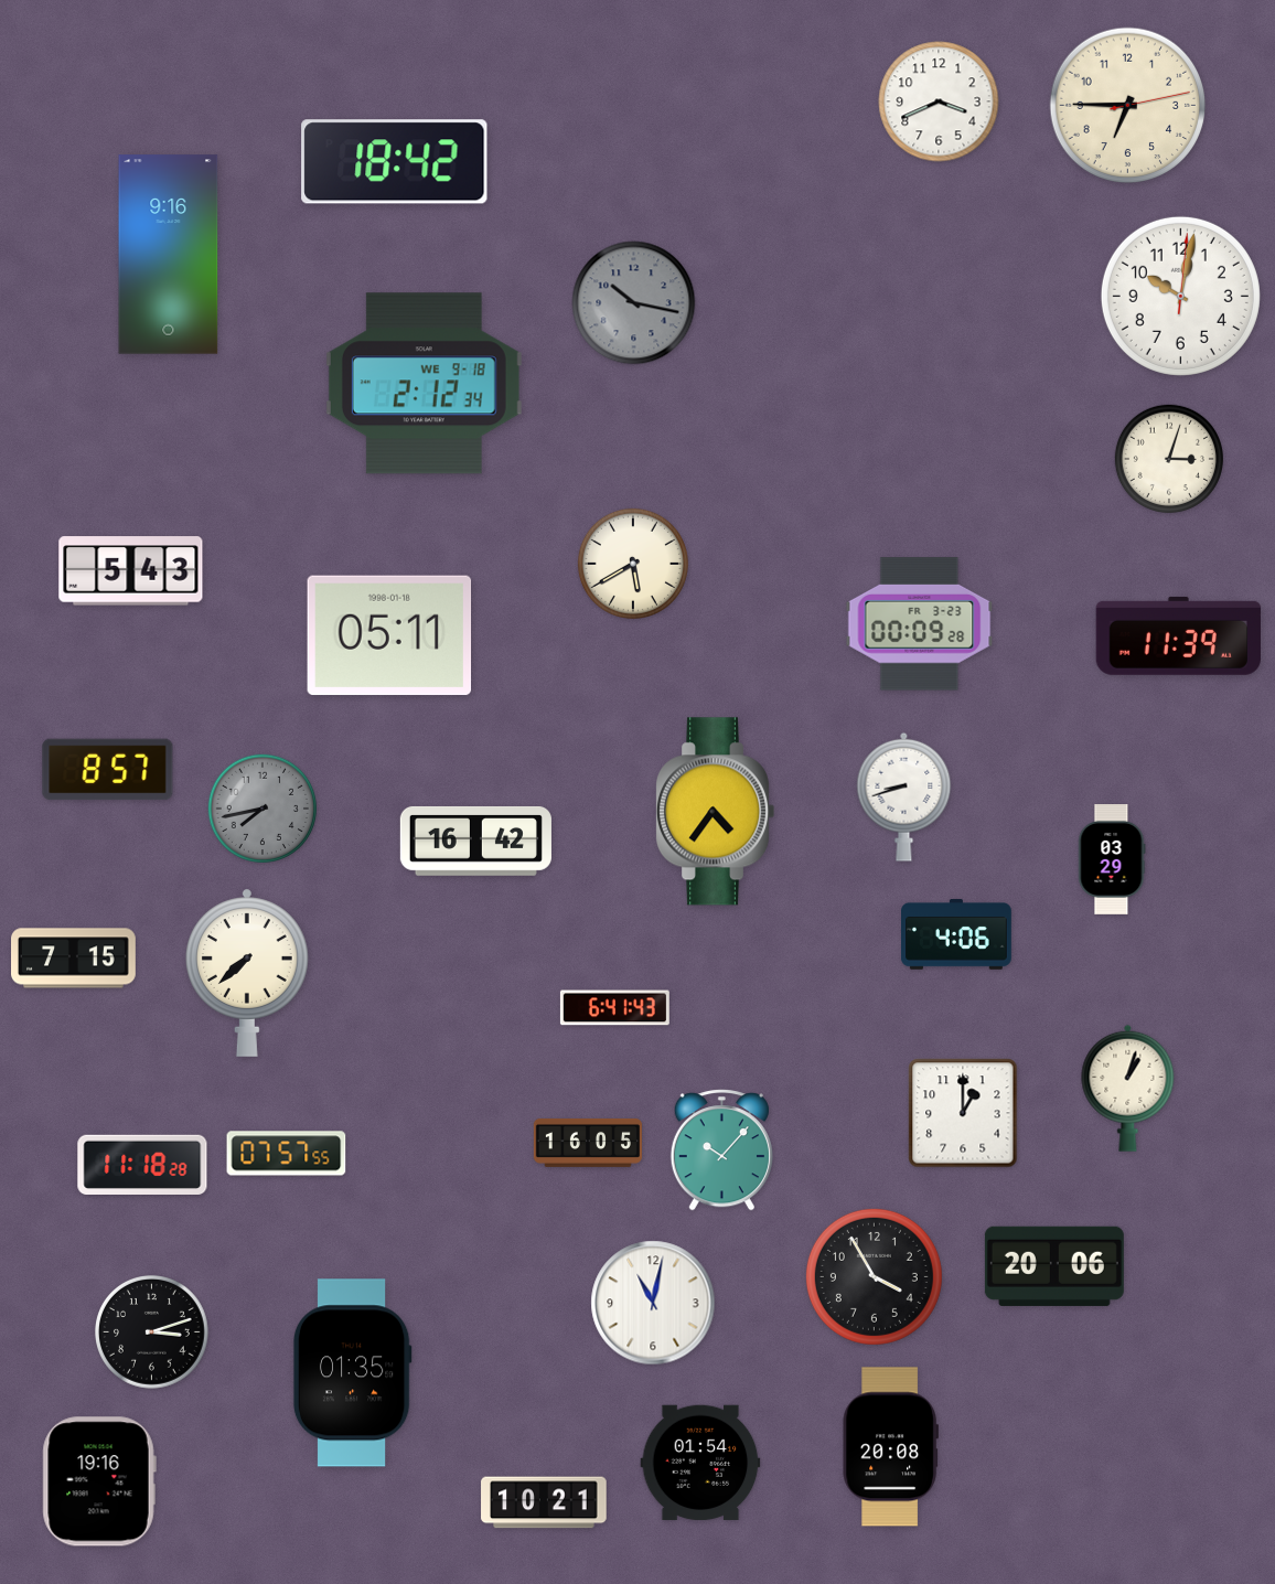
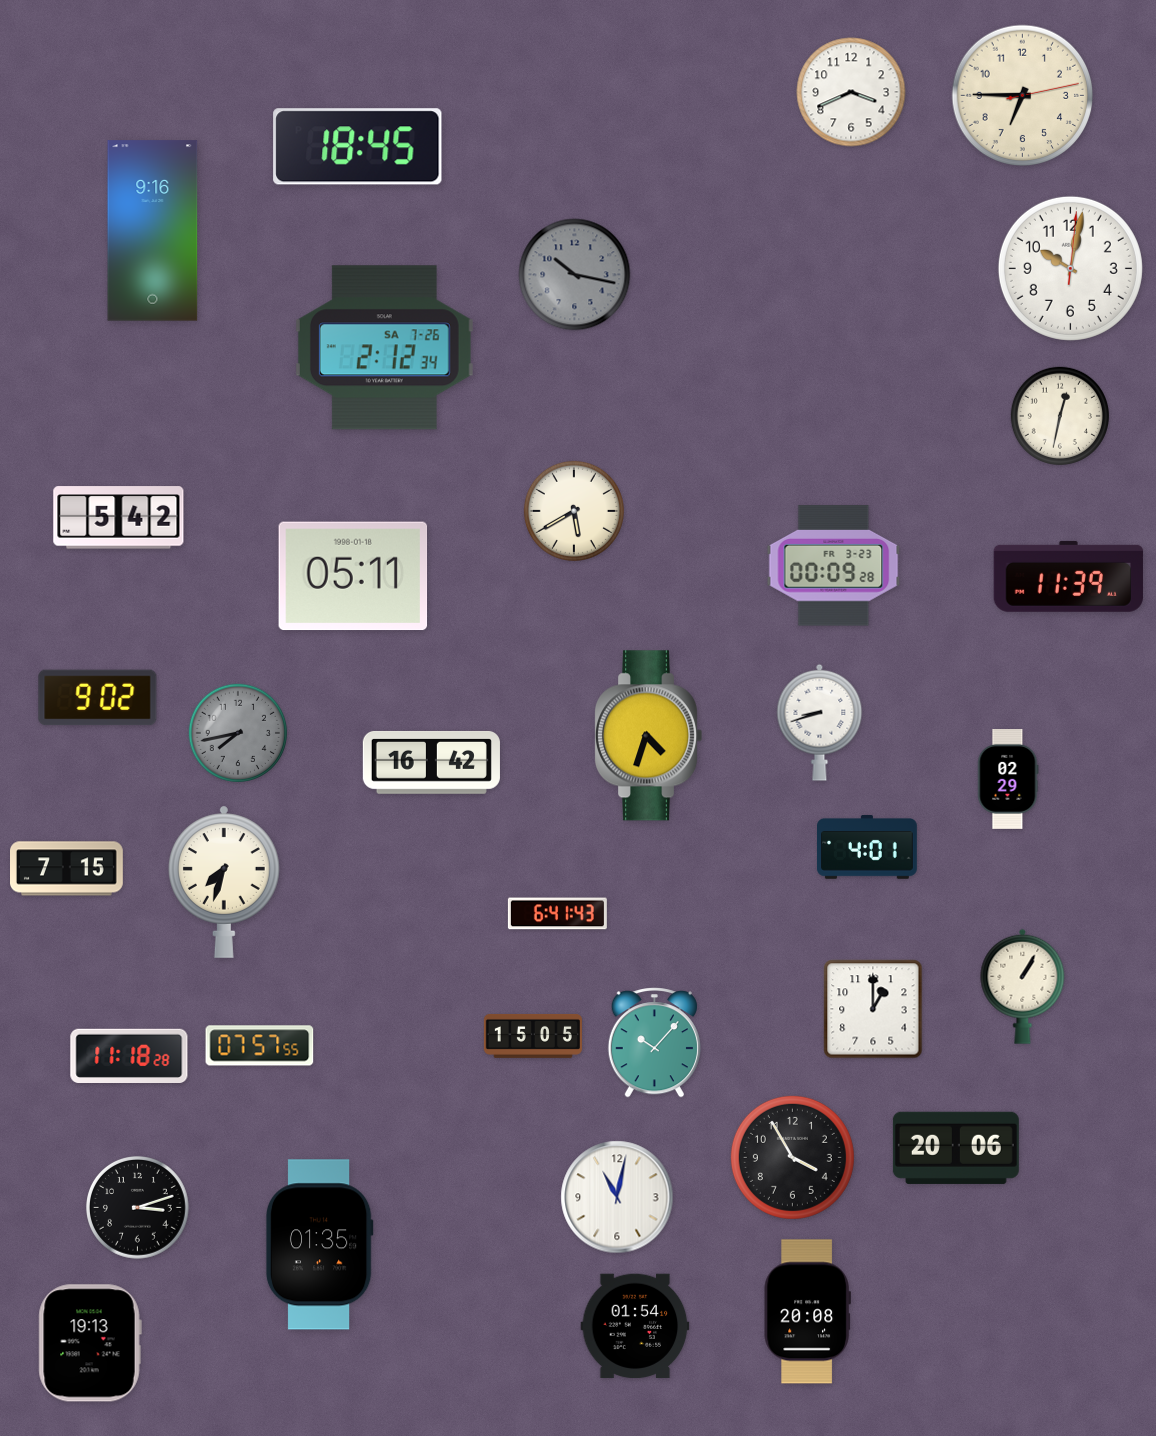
clock at (395, 162): 18:42 -> 18:45
clock at (424, 384) date: WE 9-18 -> SA 7-26
clock at (1169, 459): 3:03 -> 12:32
clock at (131, 571): 5:43 -> 5:42
clock at (108, 770): 8:57 -> 9:02
clock at (715, 812): 4:36 -> 4:33
clock at (1112, 860): 03:29 -> 02:29
clock at (957, 935): 4:06 -> 4:01
clock at (247, 973): 7:38 -> 7:33
clock at (1128, 1088): 1:03 -> 1:05
clock at (588, 1143): 16:05 -> 15:05
clock at (653, 1303) position: (653, 1303) -> (617, 1197)
clock at (99, 1481): 19:16 -> 19:13
clock at (544, 1502): 10:21 -> none
